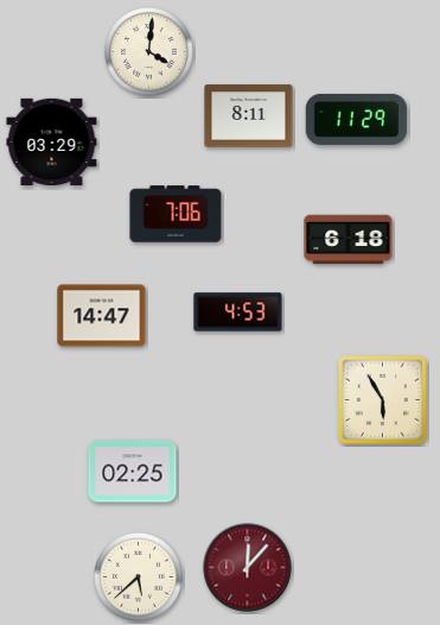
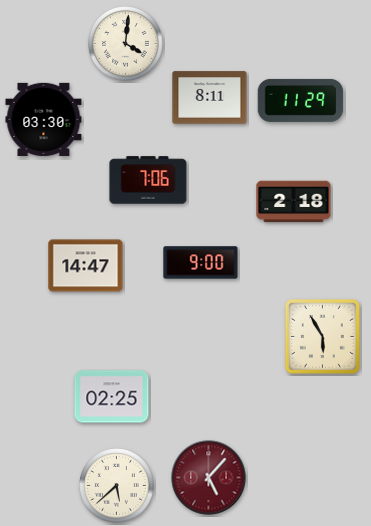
clock at (52, 141): 03:29 -> 03:30
clock at (349, 240): 6:18 -> 2:18
clock at (238, 312): 4:53 -> 9:00
clock at (248, 568): 12:07 -> 5:07
